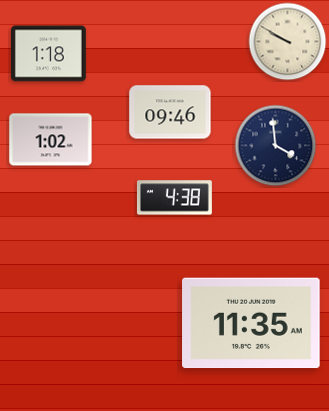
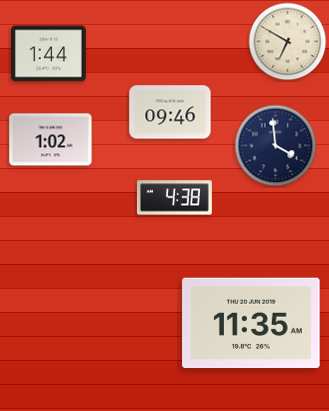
clock at (288, 42): 9:50 -> 6:50
clock at (48, 54): 1:18 -> 1:44
